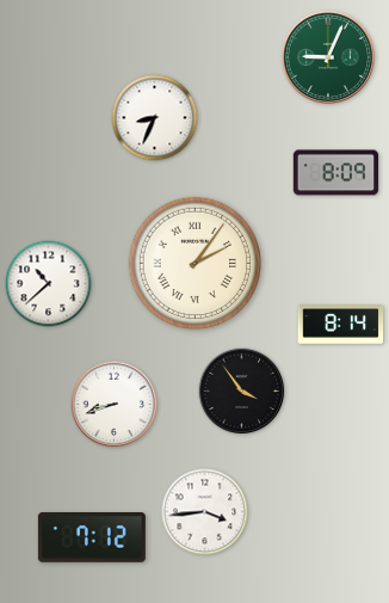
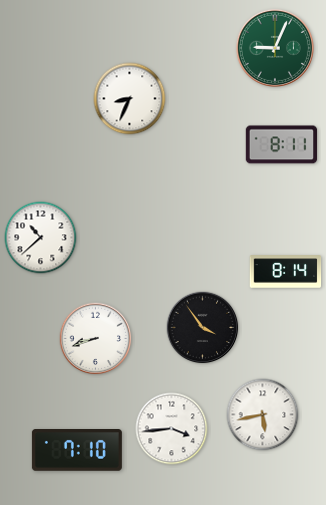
clock at (336, 173): 8:09 -> 8:11
clock at (196, 264): 2:06 -> none
clock at (263, 415): none -> 5:43
clock at (92, 539): 7:12 -> 7:10
